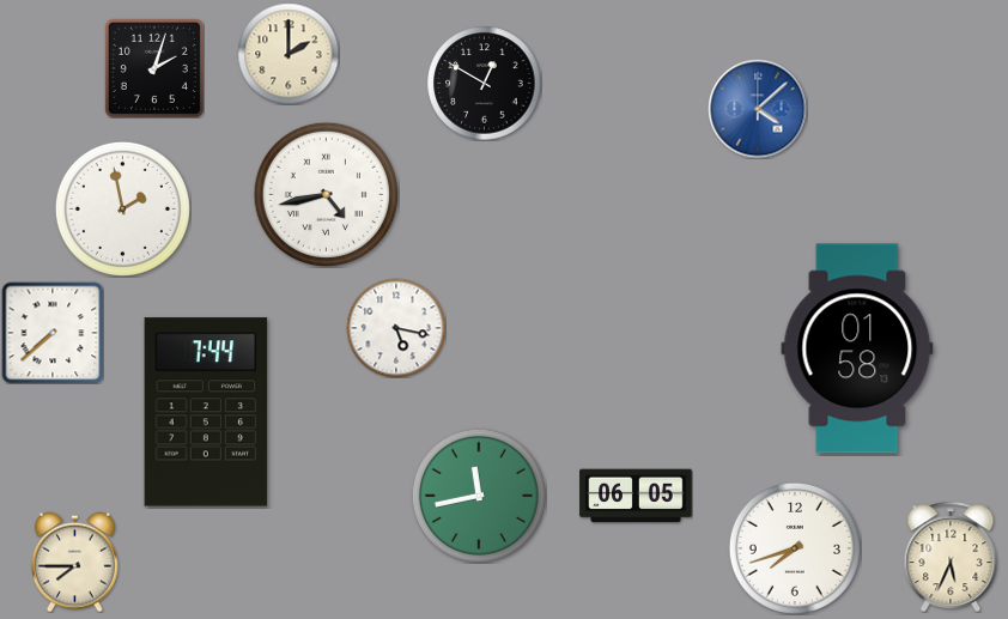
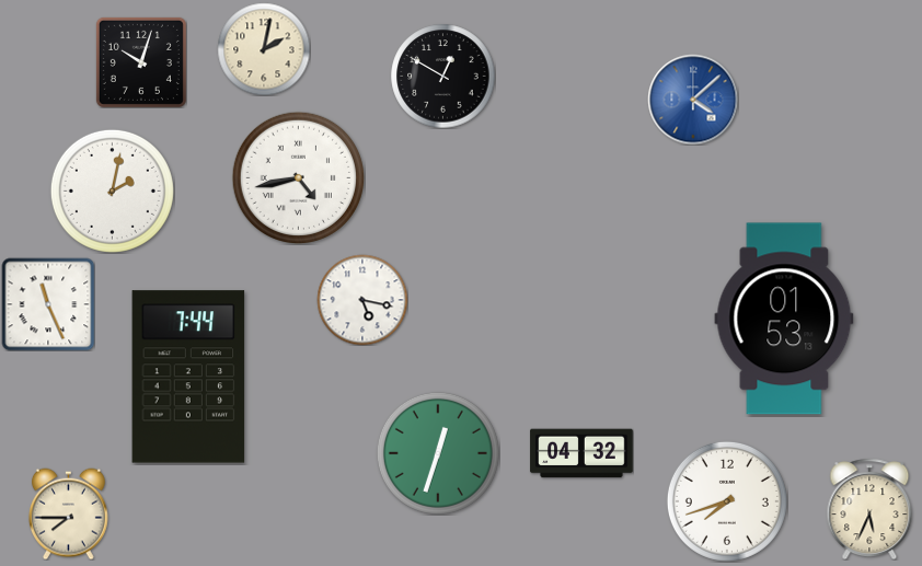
clock at (289, 54): 2:00 -> 2:02
clock at (154, 68): 2:03 -> 10:03
clock at (122, 208): 1:58 -> 2:02
clock at (53, 333): 7:38 -> 11:26
clock at (857, 348): 01:58 -> 01:53
clock at (479, 496): 11:43 -> 12:33
clock at (636, 496): 06:05 -> 04:32
